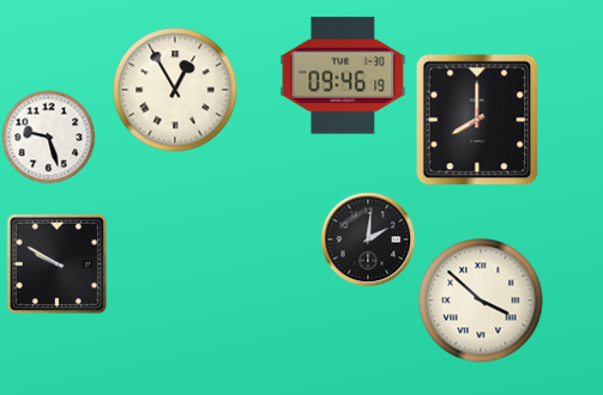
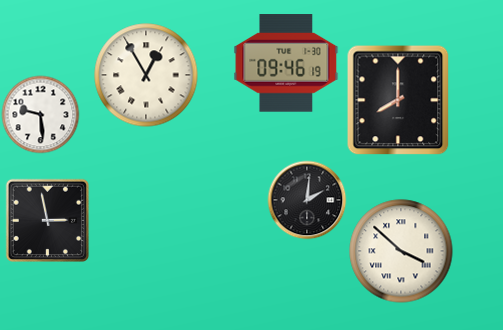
clock at (48, 136): 9:27 -> 9:29
clock at (56, 263): 9:50 -> 2:58
